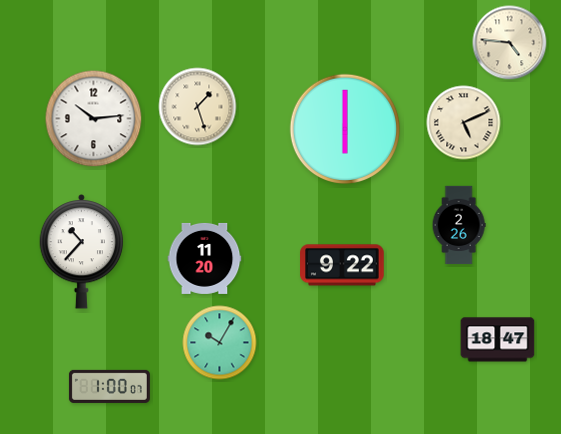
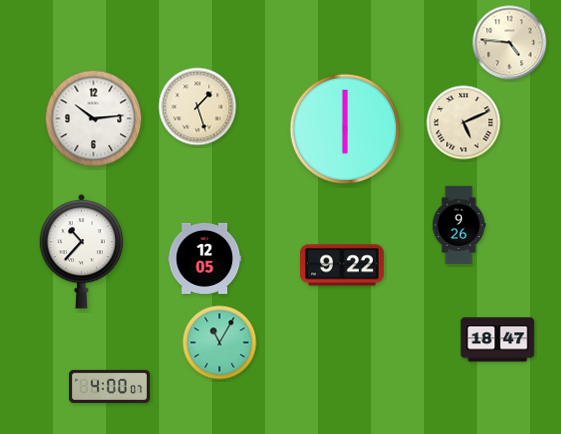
clock at (459, 225): 2:26 -> 9:26
clock at (205, 258): 11:20 -> 12:05
clock at (220, 343): 10:05 -> 11:05
clock at (109, 386): 1:00 -> 4:00
